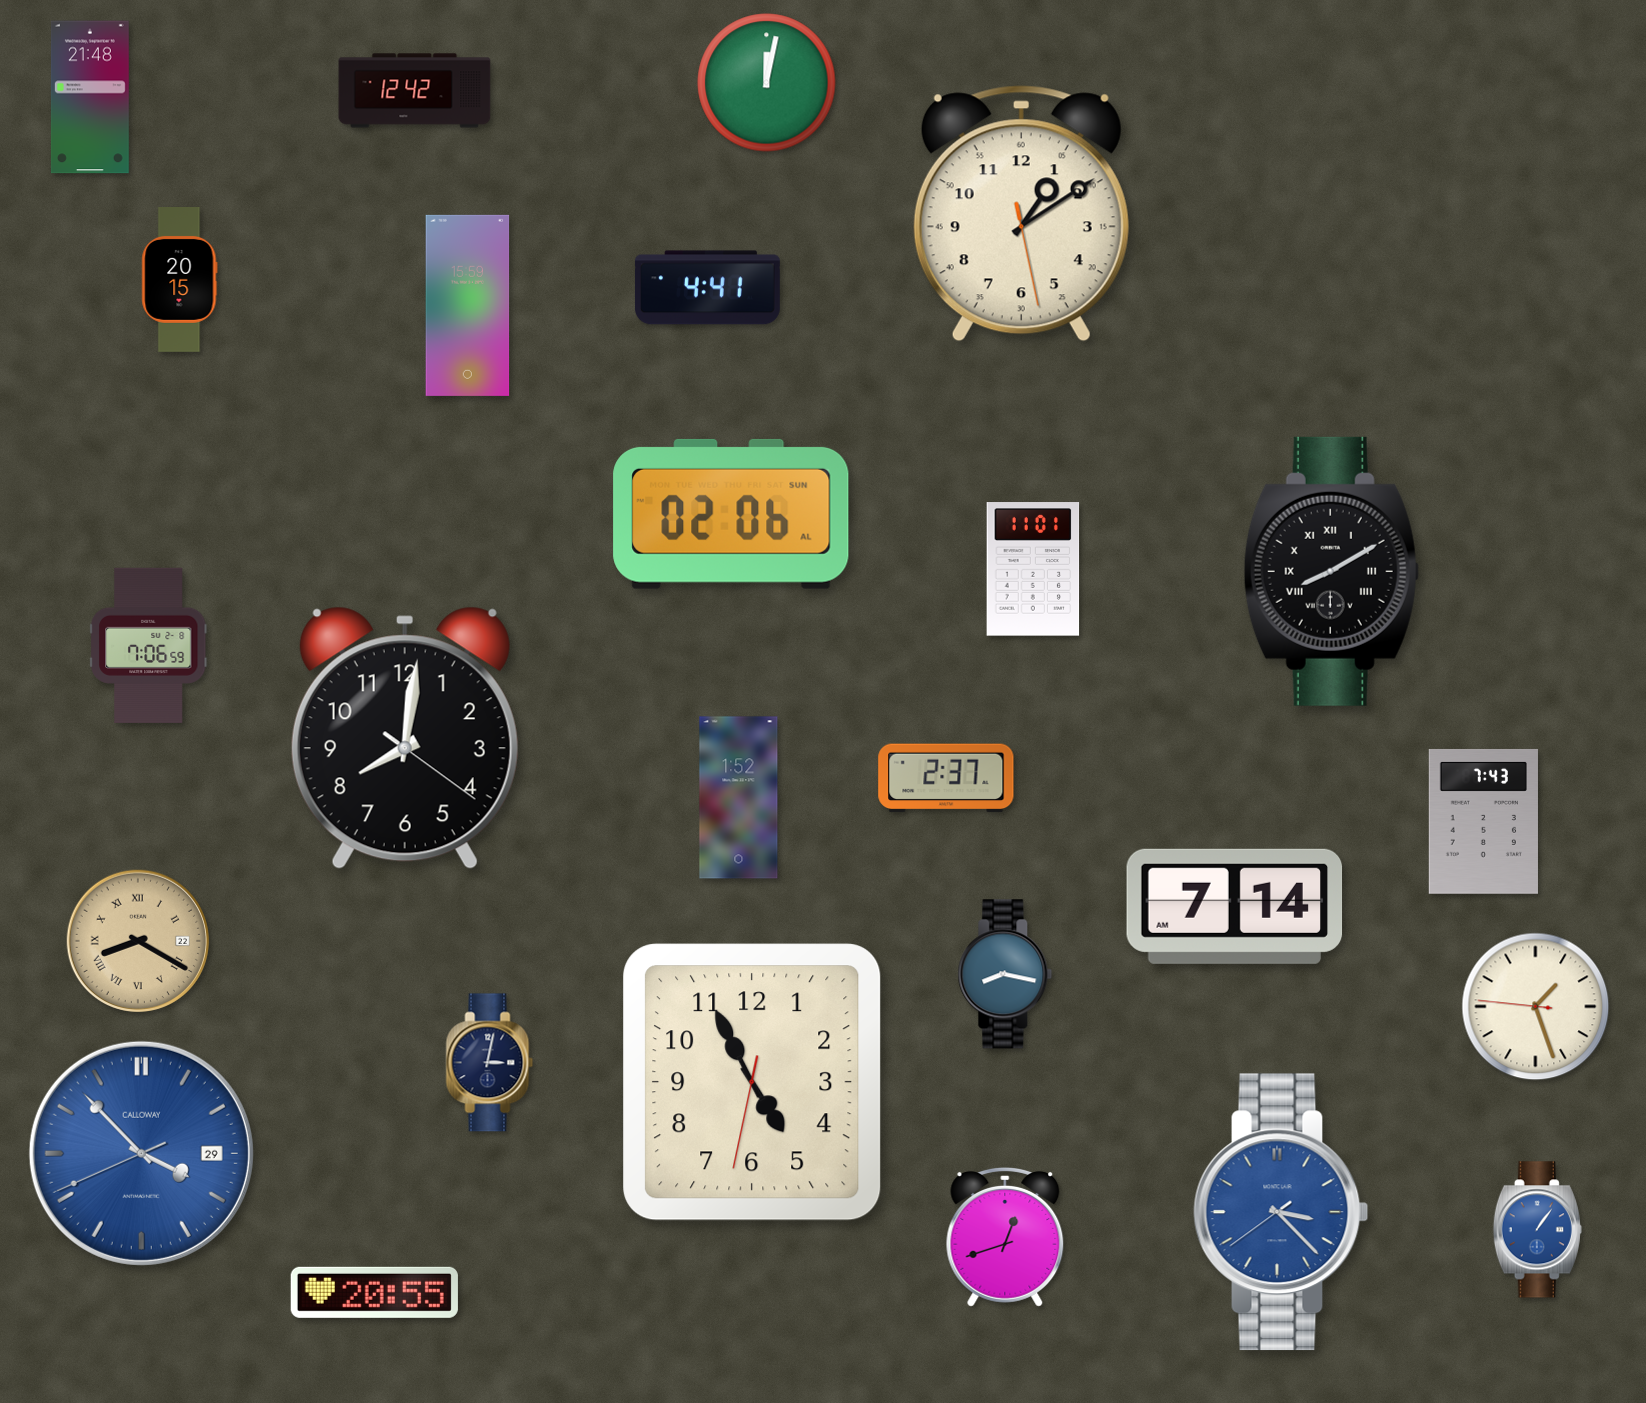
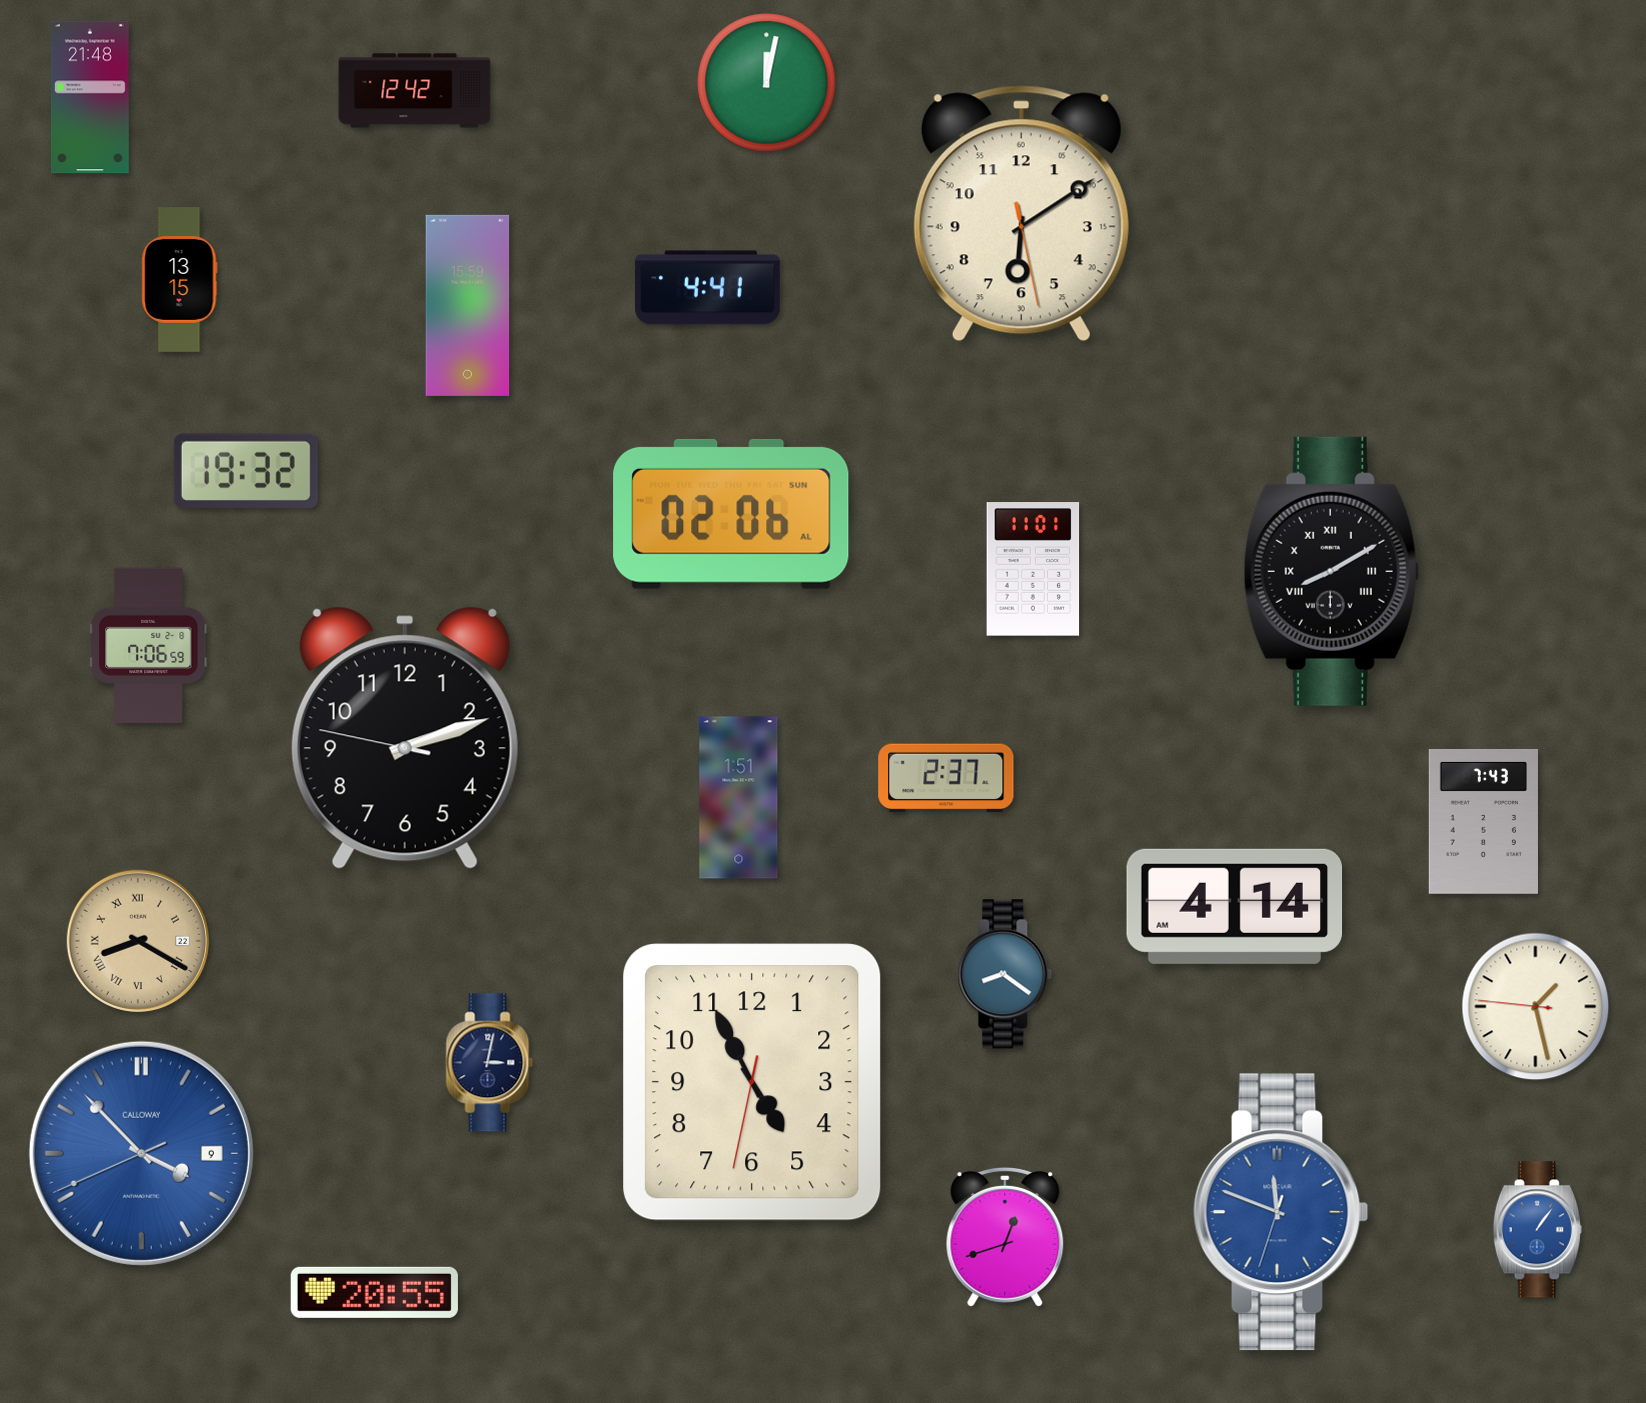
clock at (1021, 214): 1:09 -> 6:09
clock at (180, 280): 20:15 -> 13:15
clock at (246, 470): none -> 19:32
clock at (405, 738): 8:01 -> 2:11
clock at (739, 798): 1:52 -> 1:51
clock at (1235, 906): 7:14 -> 4:14
clock at (1005, 974): 8:17 -> 8:21
clock at (1536, 1007): 1:26 -> 1:27
clock at (141, 1153) date: 29 -> 9
clock at (1281, 1212): 3:22 -> 11:48
